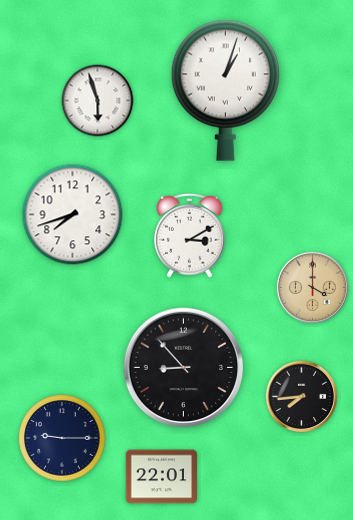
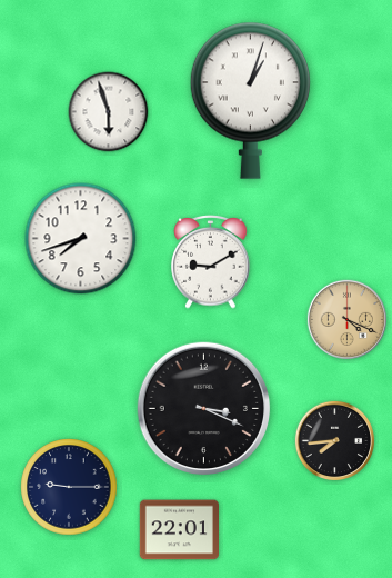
clock at (190, 236): 3:10 -> 9:10
clock at (313, 288): 4:00 -> 4:19
clock at (184, 368): 8:53 -> 3:19
